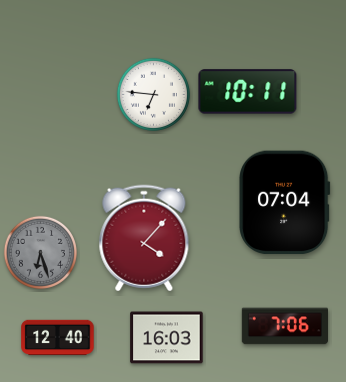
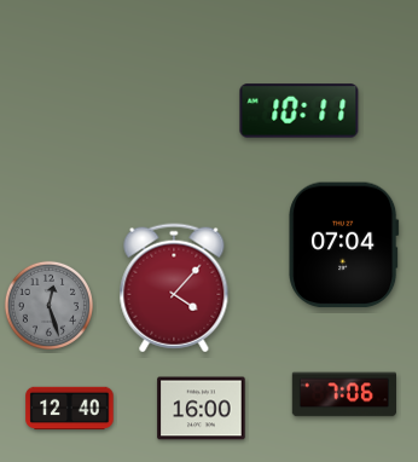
clock at (153, 94): 6:46 -> none
clock at (40, 252): 6:27 -> 12:27
clock at (167, 338): 16:03 -> 16:00
